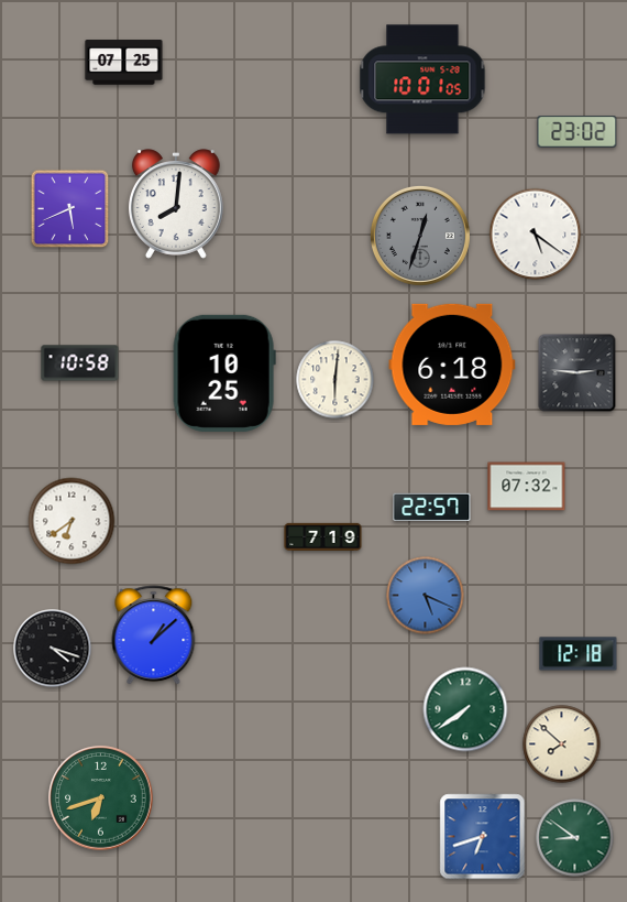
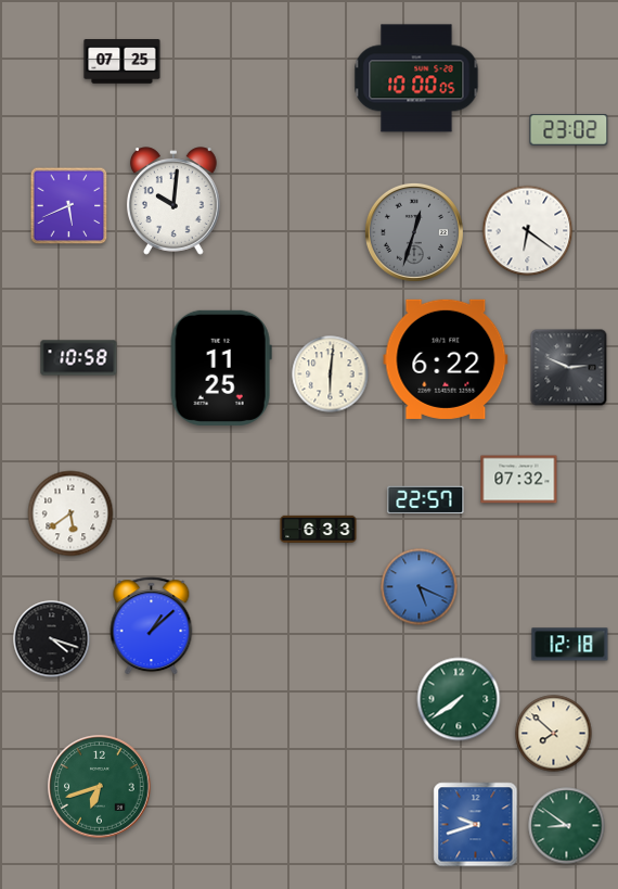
clock at (422, 79): 10:01 -> 10:00
clock at (176, 204): 8:01 -> 10:01
clock at (536, 235): 5:21 -> 6:21
clock at (452, 365): 6:18 -> 6:22
clock at (224, 373): 10:25 -> 11:25
clock at (577, 373): 2:46 -> 2:49
clock at (71, 521): 6:39 -> 5:39
clock at (323, 536): 7:19 -> 6:33
clock at (483, 837): 6:42 -> 9:42
